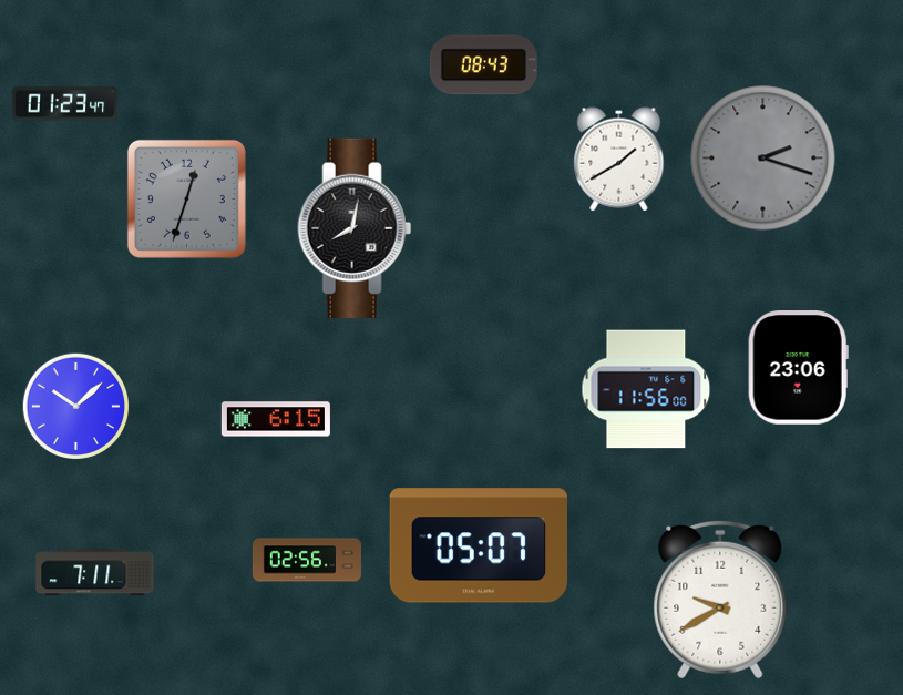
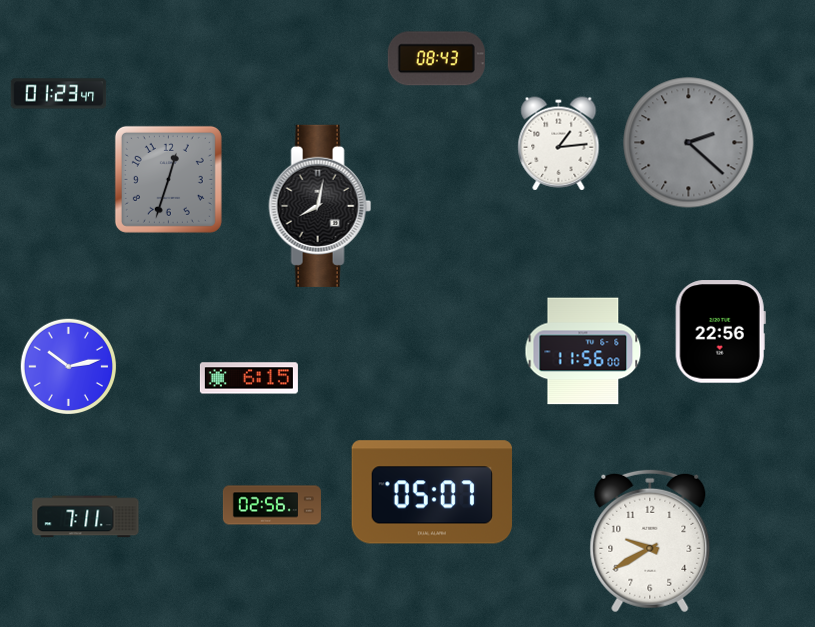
clock at (763, 159): 2:18 -> 2:22
clock at (619, 160): 1:40 -> 1:14
clock at (798, 368): 23:06 -> 22:56
clock at (75, 406): 10:08 -> 10:13
clock at (307, 560) position: (307, 560) -> (272, 505)
